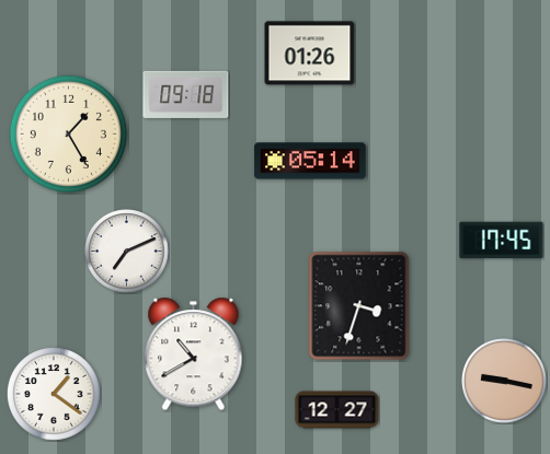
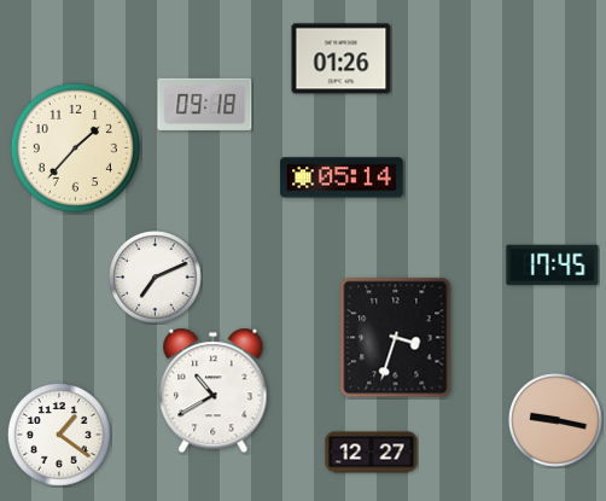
clock at (68, 133): 1:25 -> 1:37
clock at (127, 252) position: (127, 252) -> (156, 278)
